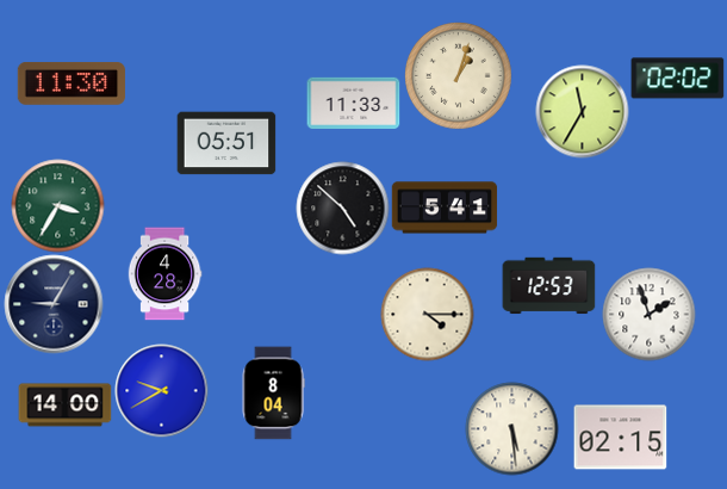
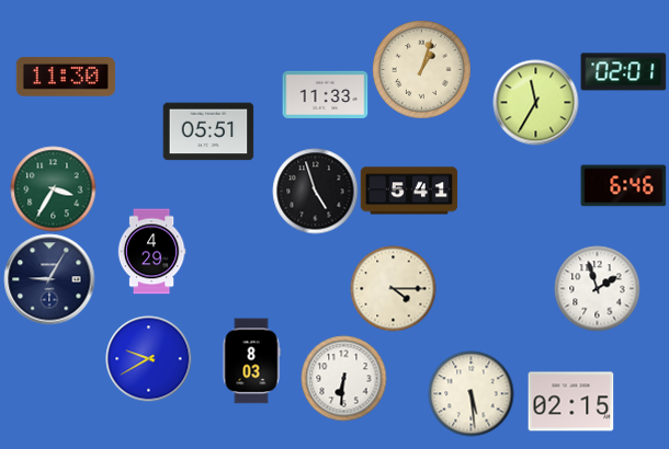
clock at (677, 79): 02:02 -> 02:01
clock at (623, 186): none -> 6:46
clock at (342, 208): 4:52 -> 4:57
clock at (164, 273): 4:28 -> 4:29
clock at (548, 286): 12:53 -> none
clock at (273, 392): 8:04 -> 8:03
clock at (64, 406): 14:00 -> none
clock at (343, 378): none -> 6:31
